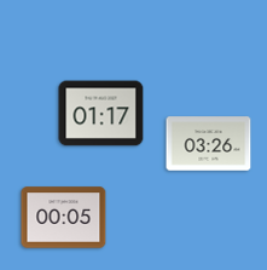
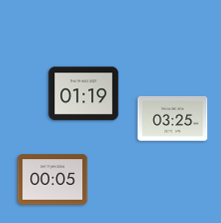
clock at (101, 114): 01:17 -> 01:19
clock at (209, 144): 03:26 -> 03:25
